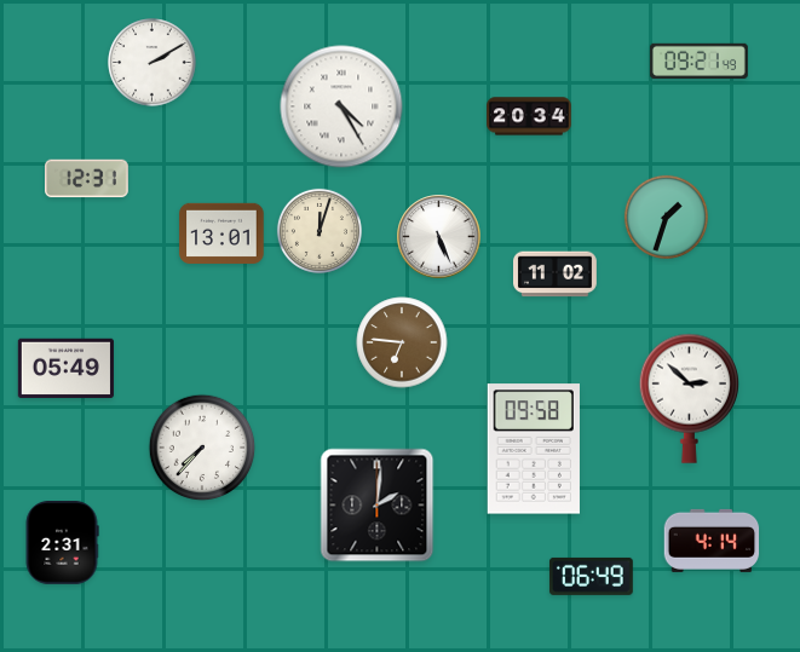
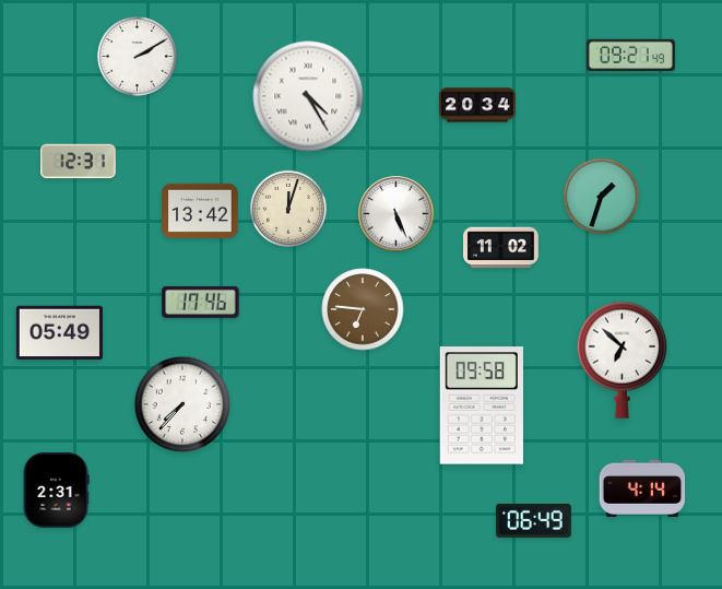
clock at (221, 232): 13:01 -> 13:42
clock at (201, 302): none -> 17:46
clock at (689, 398): 2:52 -> 6:52
clock at (378, 506): 2:01 -> none
